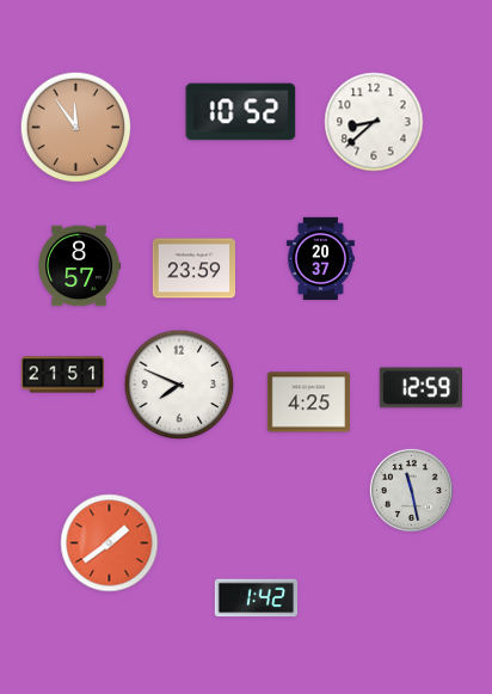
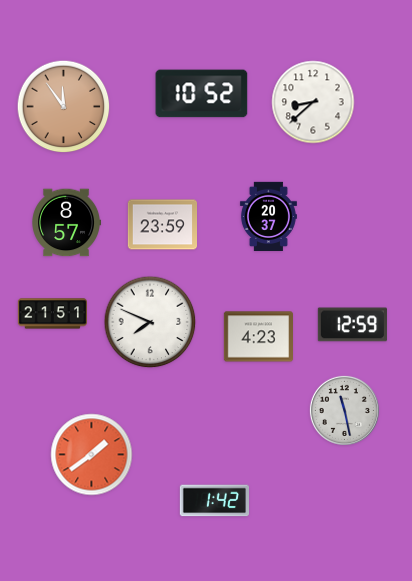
clock at (308, 403): 4:25 -> 4:23
